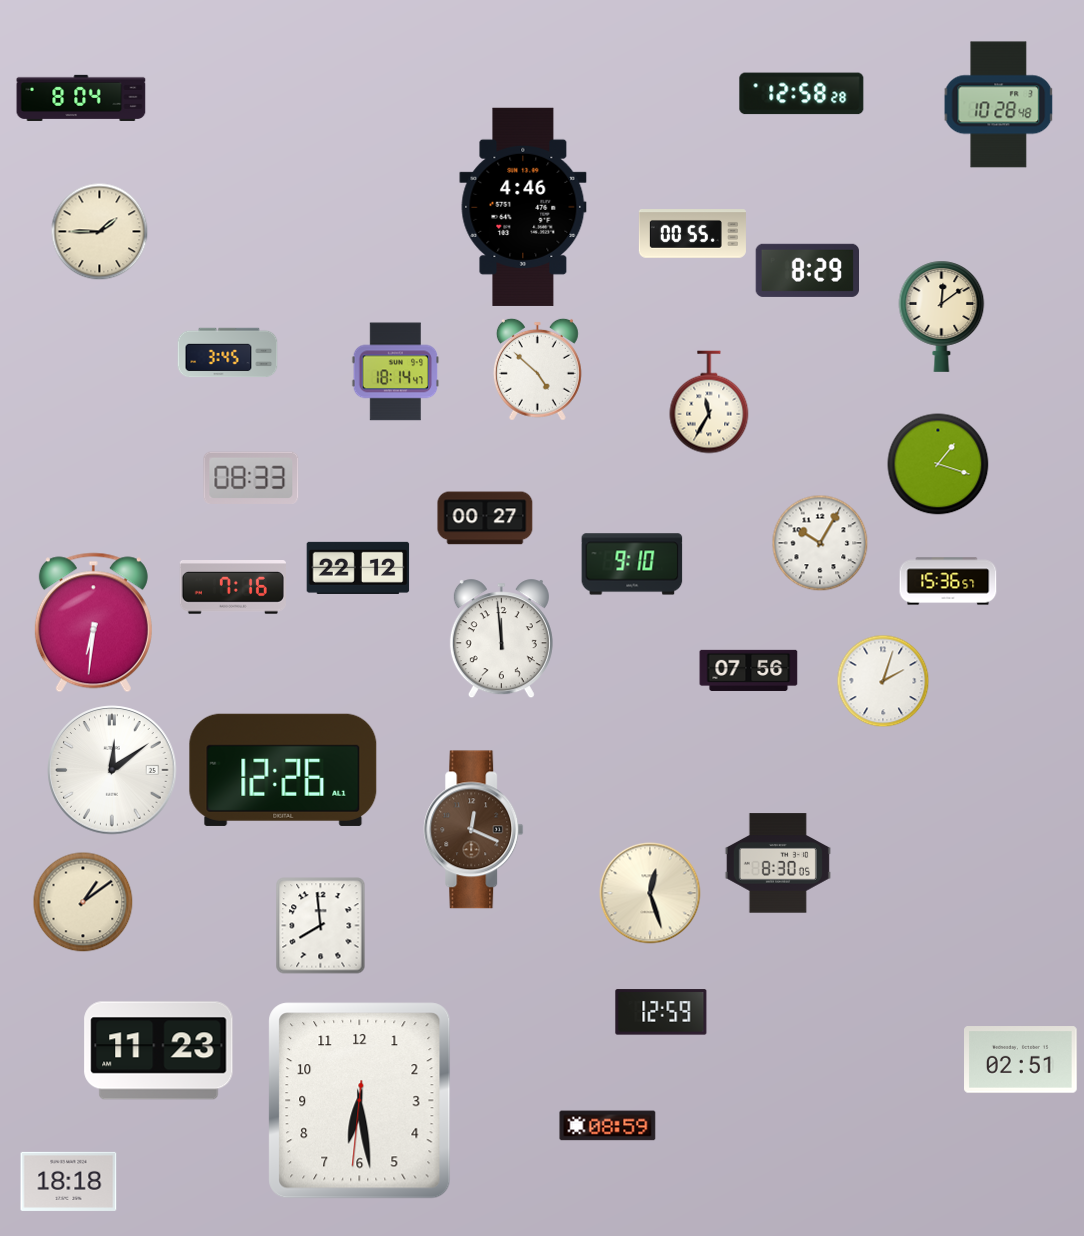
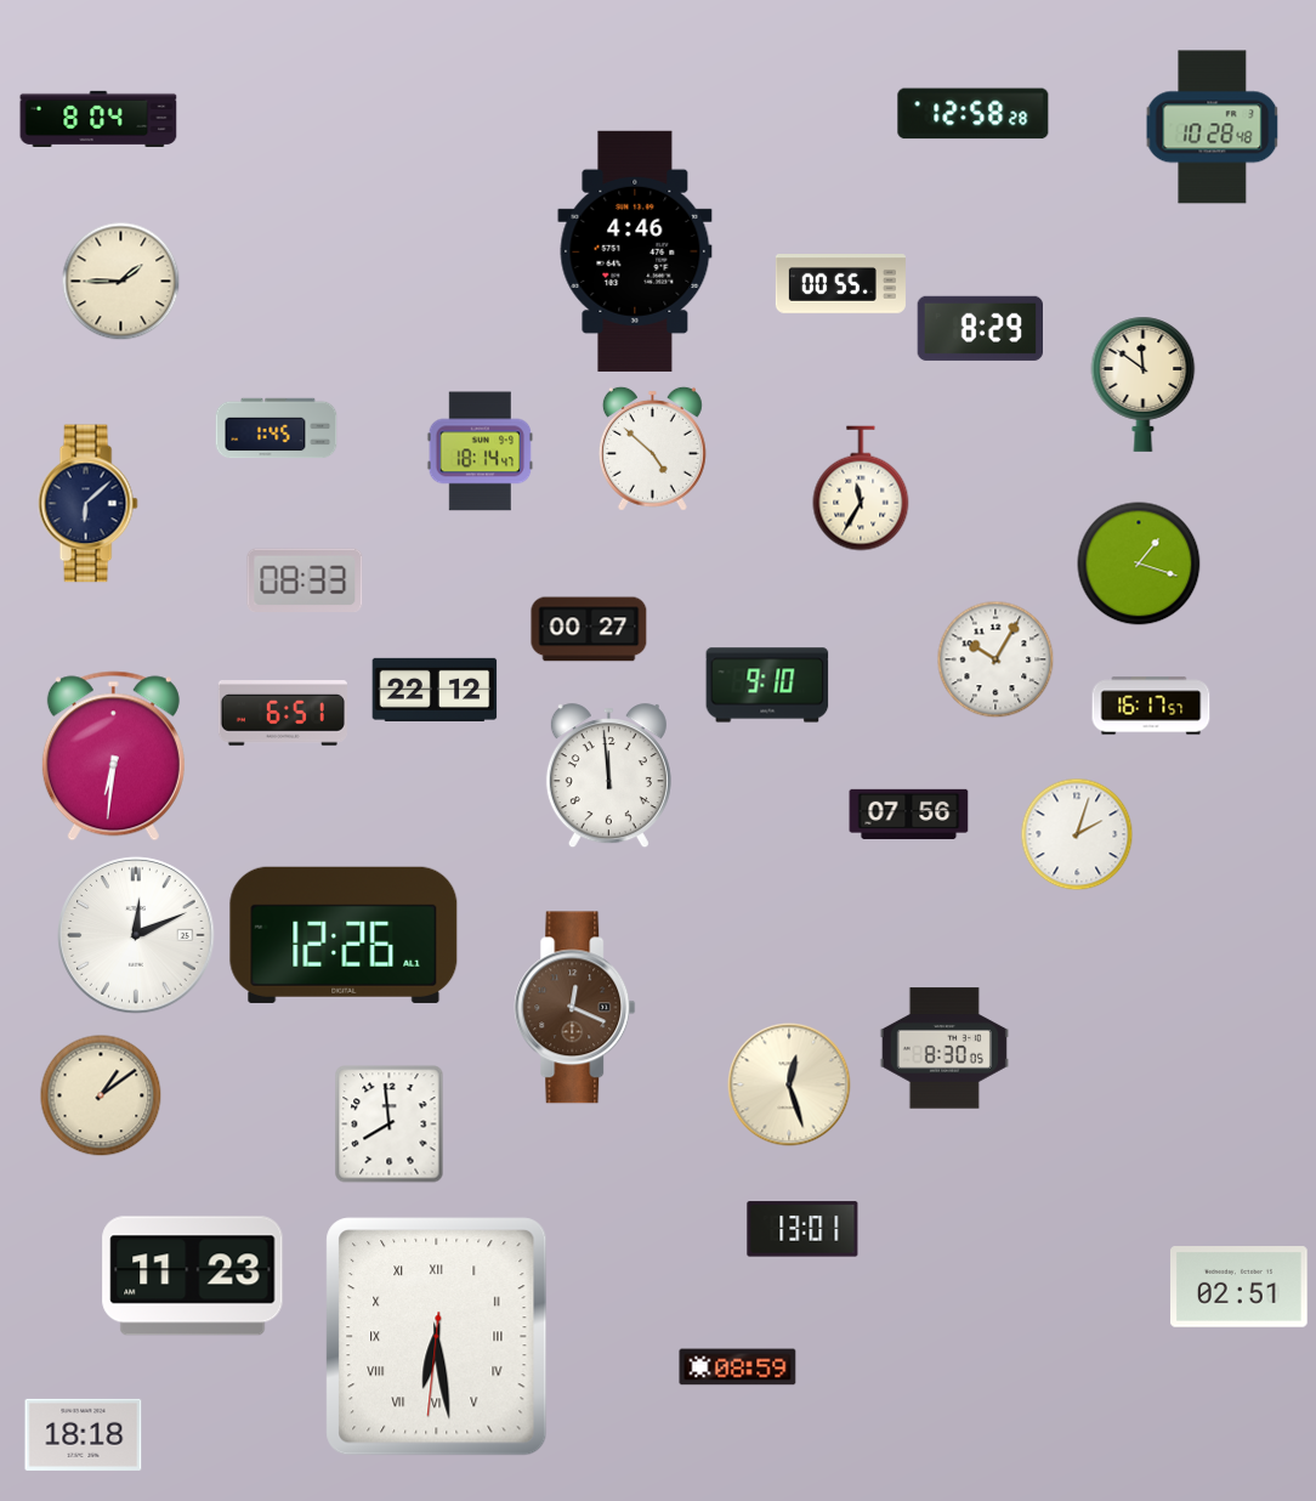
clock at (942, 316): 12:09 -> 11:51
clock at (228, 353): 3:45 -> 1:45
clock at (87, 504): none -> 6:08
clock at (948, 581): 15:36 -> 16:17
clock at (233, 588): 7:16 -> 6:51
clock at (883, 681) position: (883, 681) -> (1077, 834)
clock at (112, 770): 12:09 -> 12:11
clock at (661, 1012): 12:59 -> 13:01
clock at (360, 1101) numerals: Arabic -> Roman
